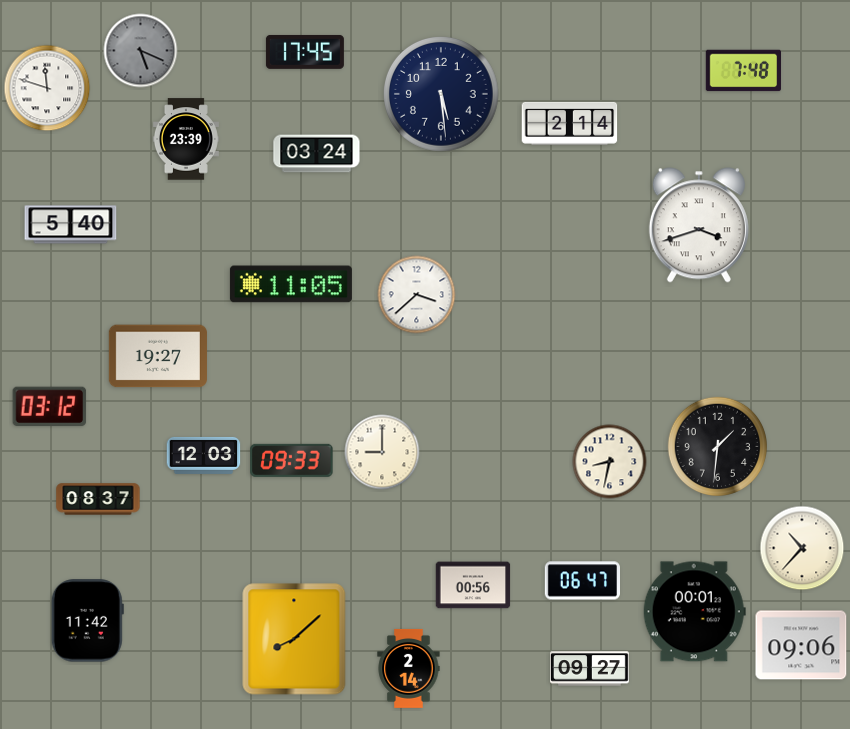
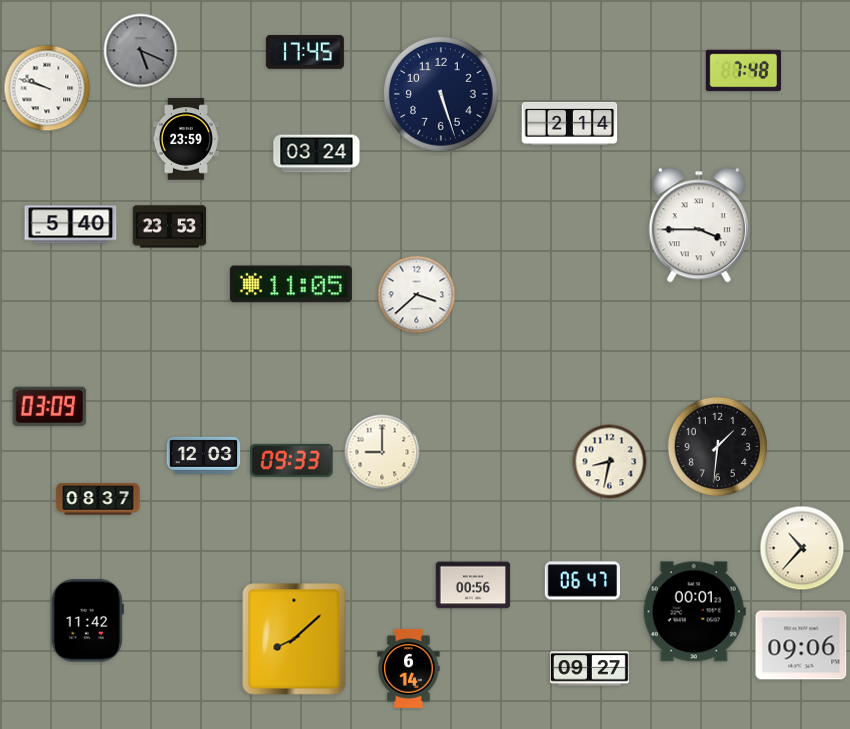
clock at (47, 88): 11:48 -> 9:48
clock at (442, 95): 5:29 -> 5:27
clock at (186, 139): 23:39 -> 23:59
clock at (699, 225): 3:42 -> 3:45
clock at (170, 227): none -> 23:53
clock at (158, 356): 19:27 -> none
clock at (50, 407): 03:12 -> 03:09
clock at (409, 669): 2:14 -> 6:14
